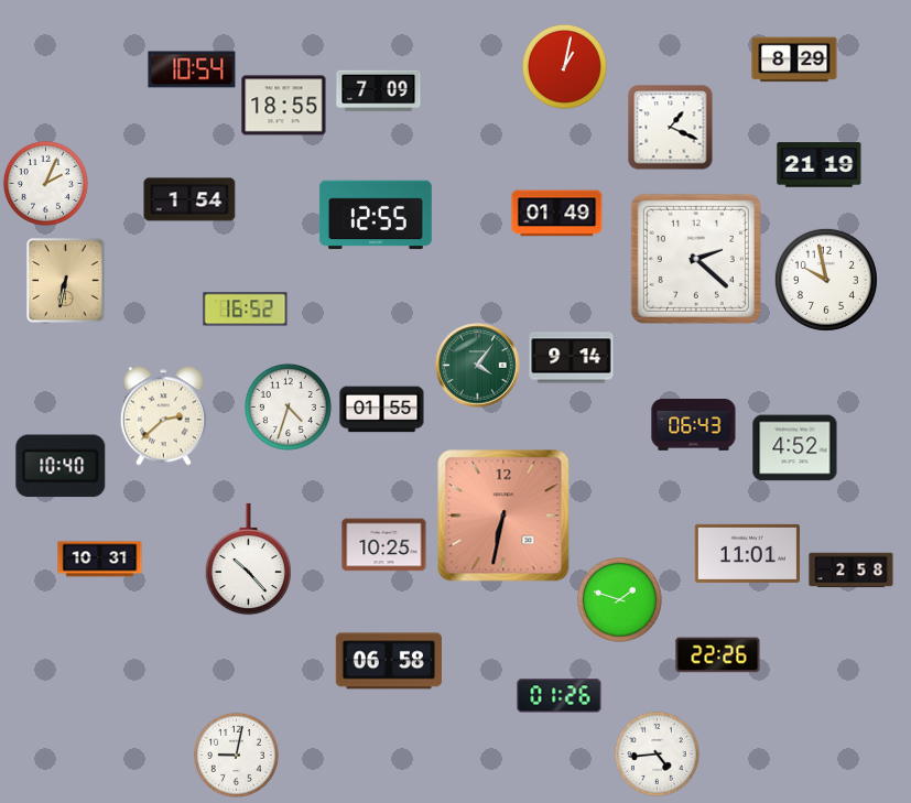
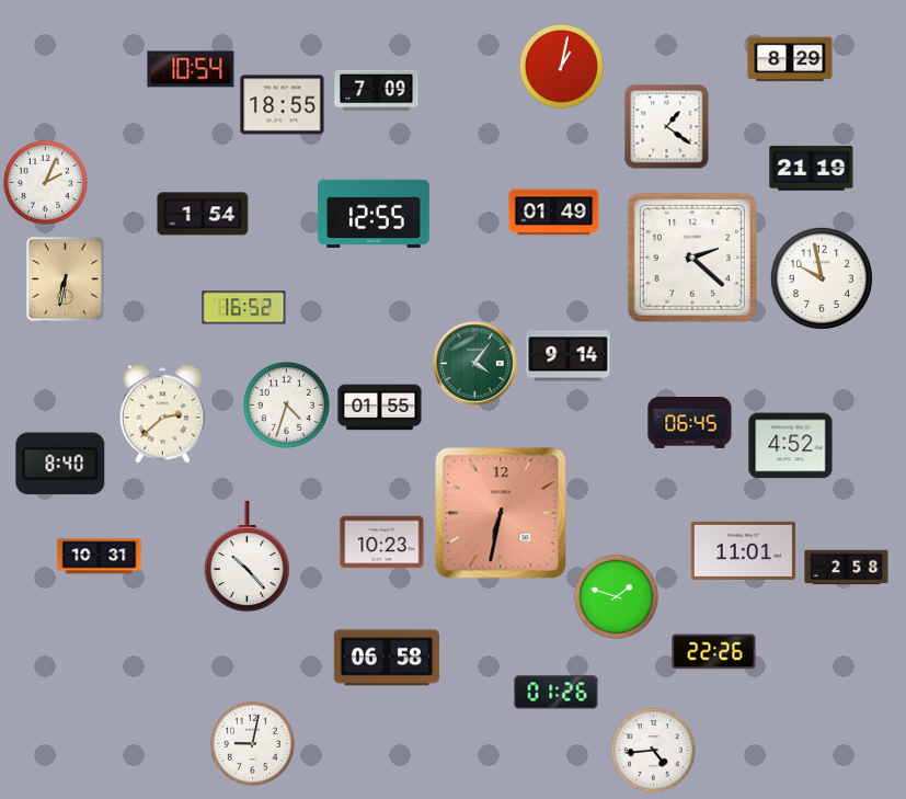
clock at (671, 128): 1:19 -> 1:21
clock at (820, 165) position: (820, 165) -> (812, 169)
clock at (189, 199) position: (189, 199) -> (203, 214)
clock at (694, 425): 06:43 -> 06:45
clock at (61, 466): 10:40 -> 8:40
clock at (384, 545): 10:25 -> 10:23
clock at (236, 755) position: (236, 755) -> (252, 743)
